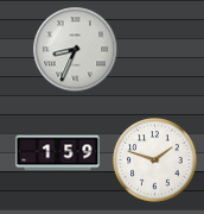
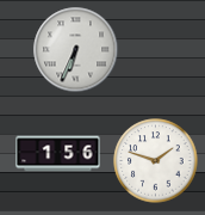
clock at (76, 50): 8:34 -> 6:34
clock at (58, 153): 1:59 -> 1:56
